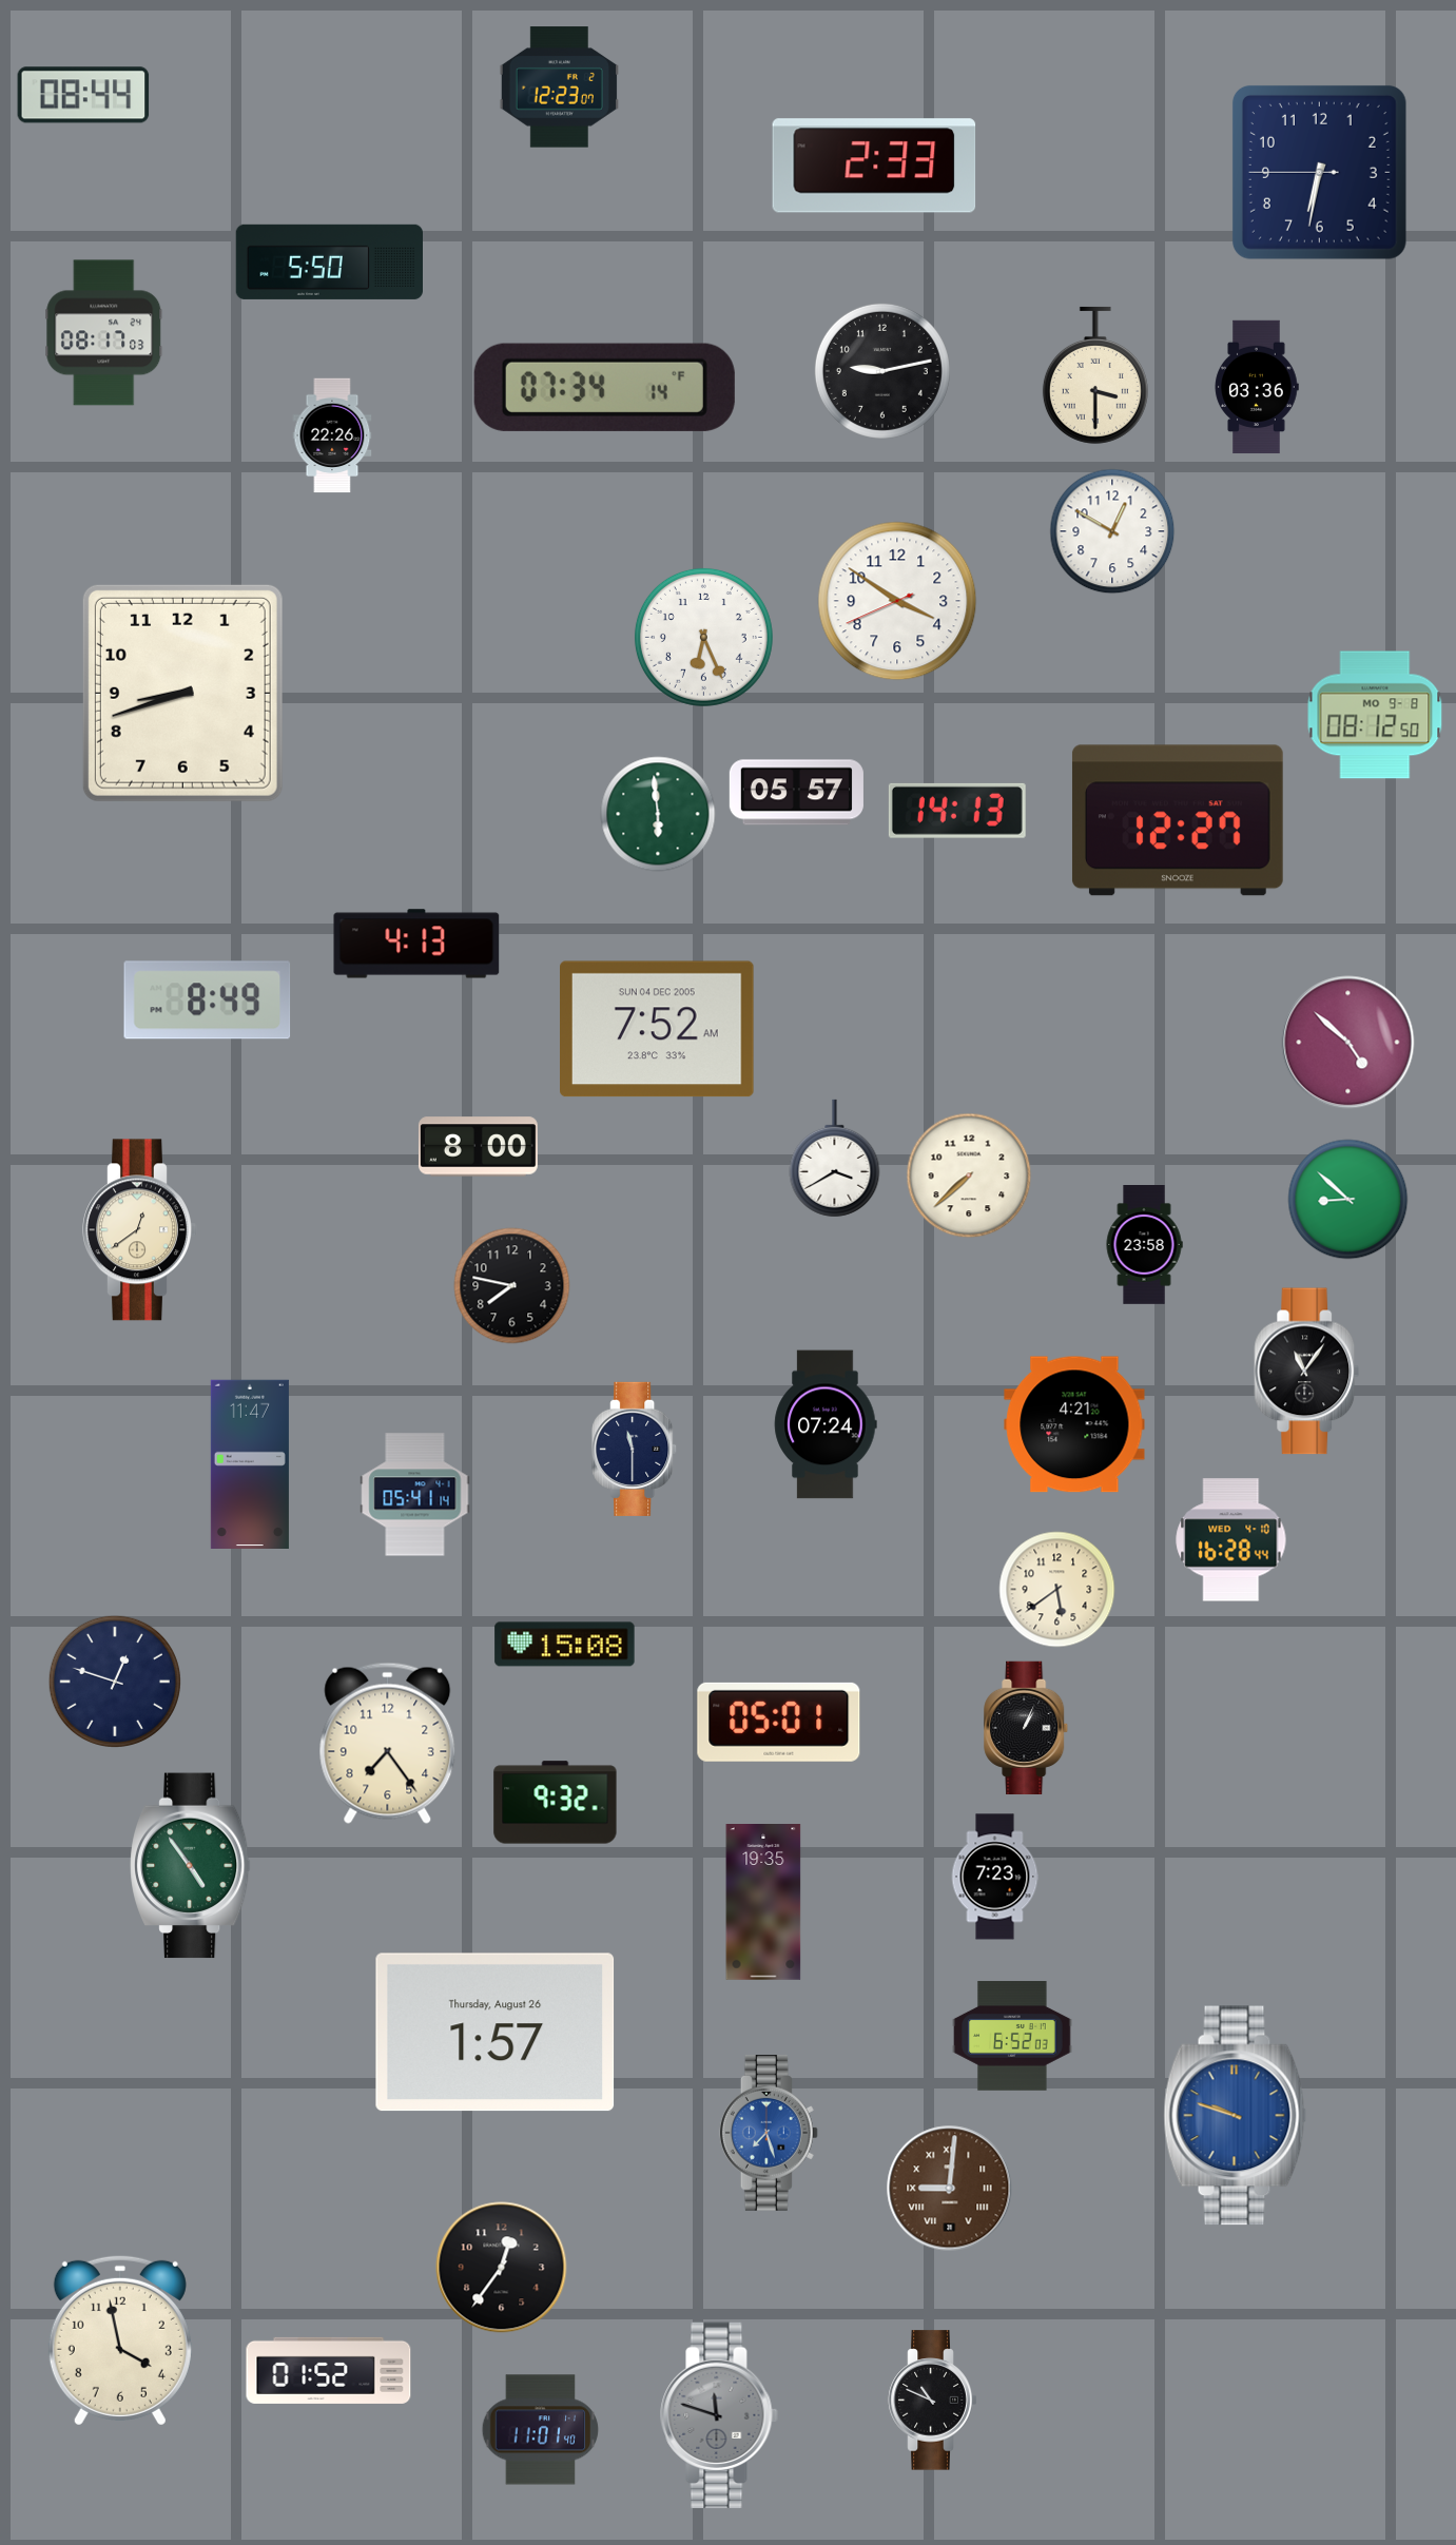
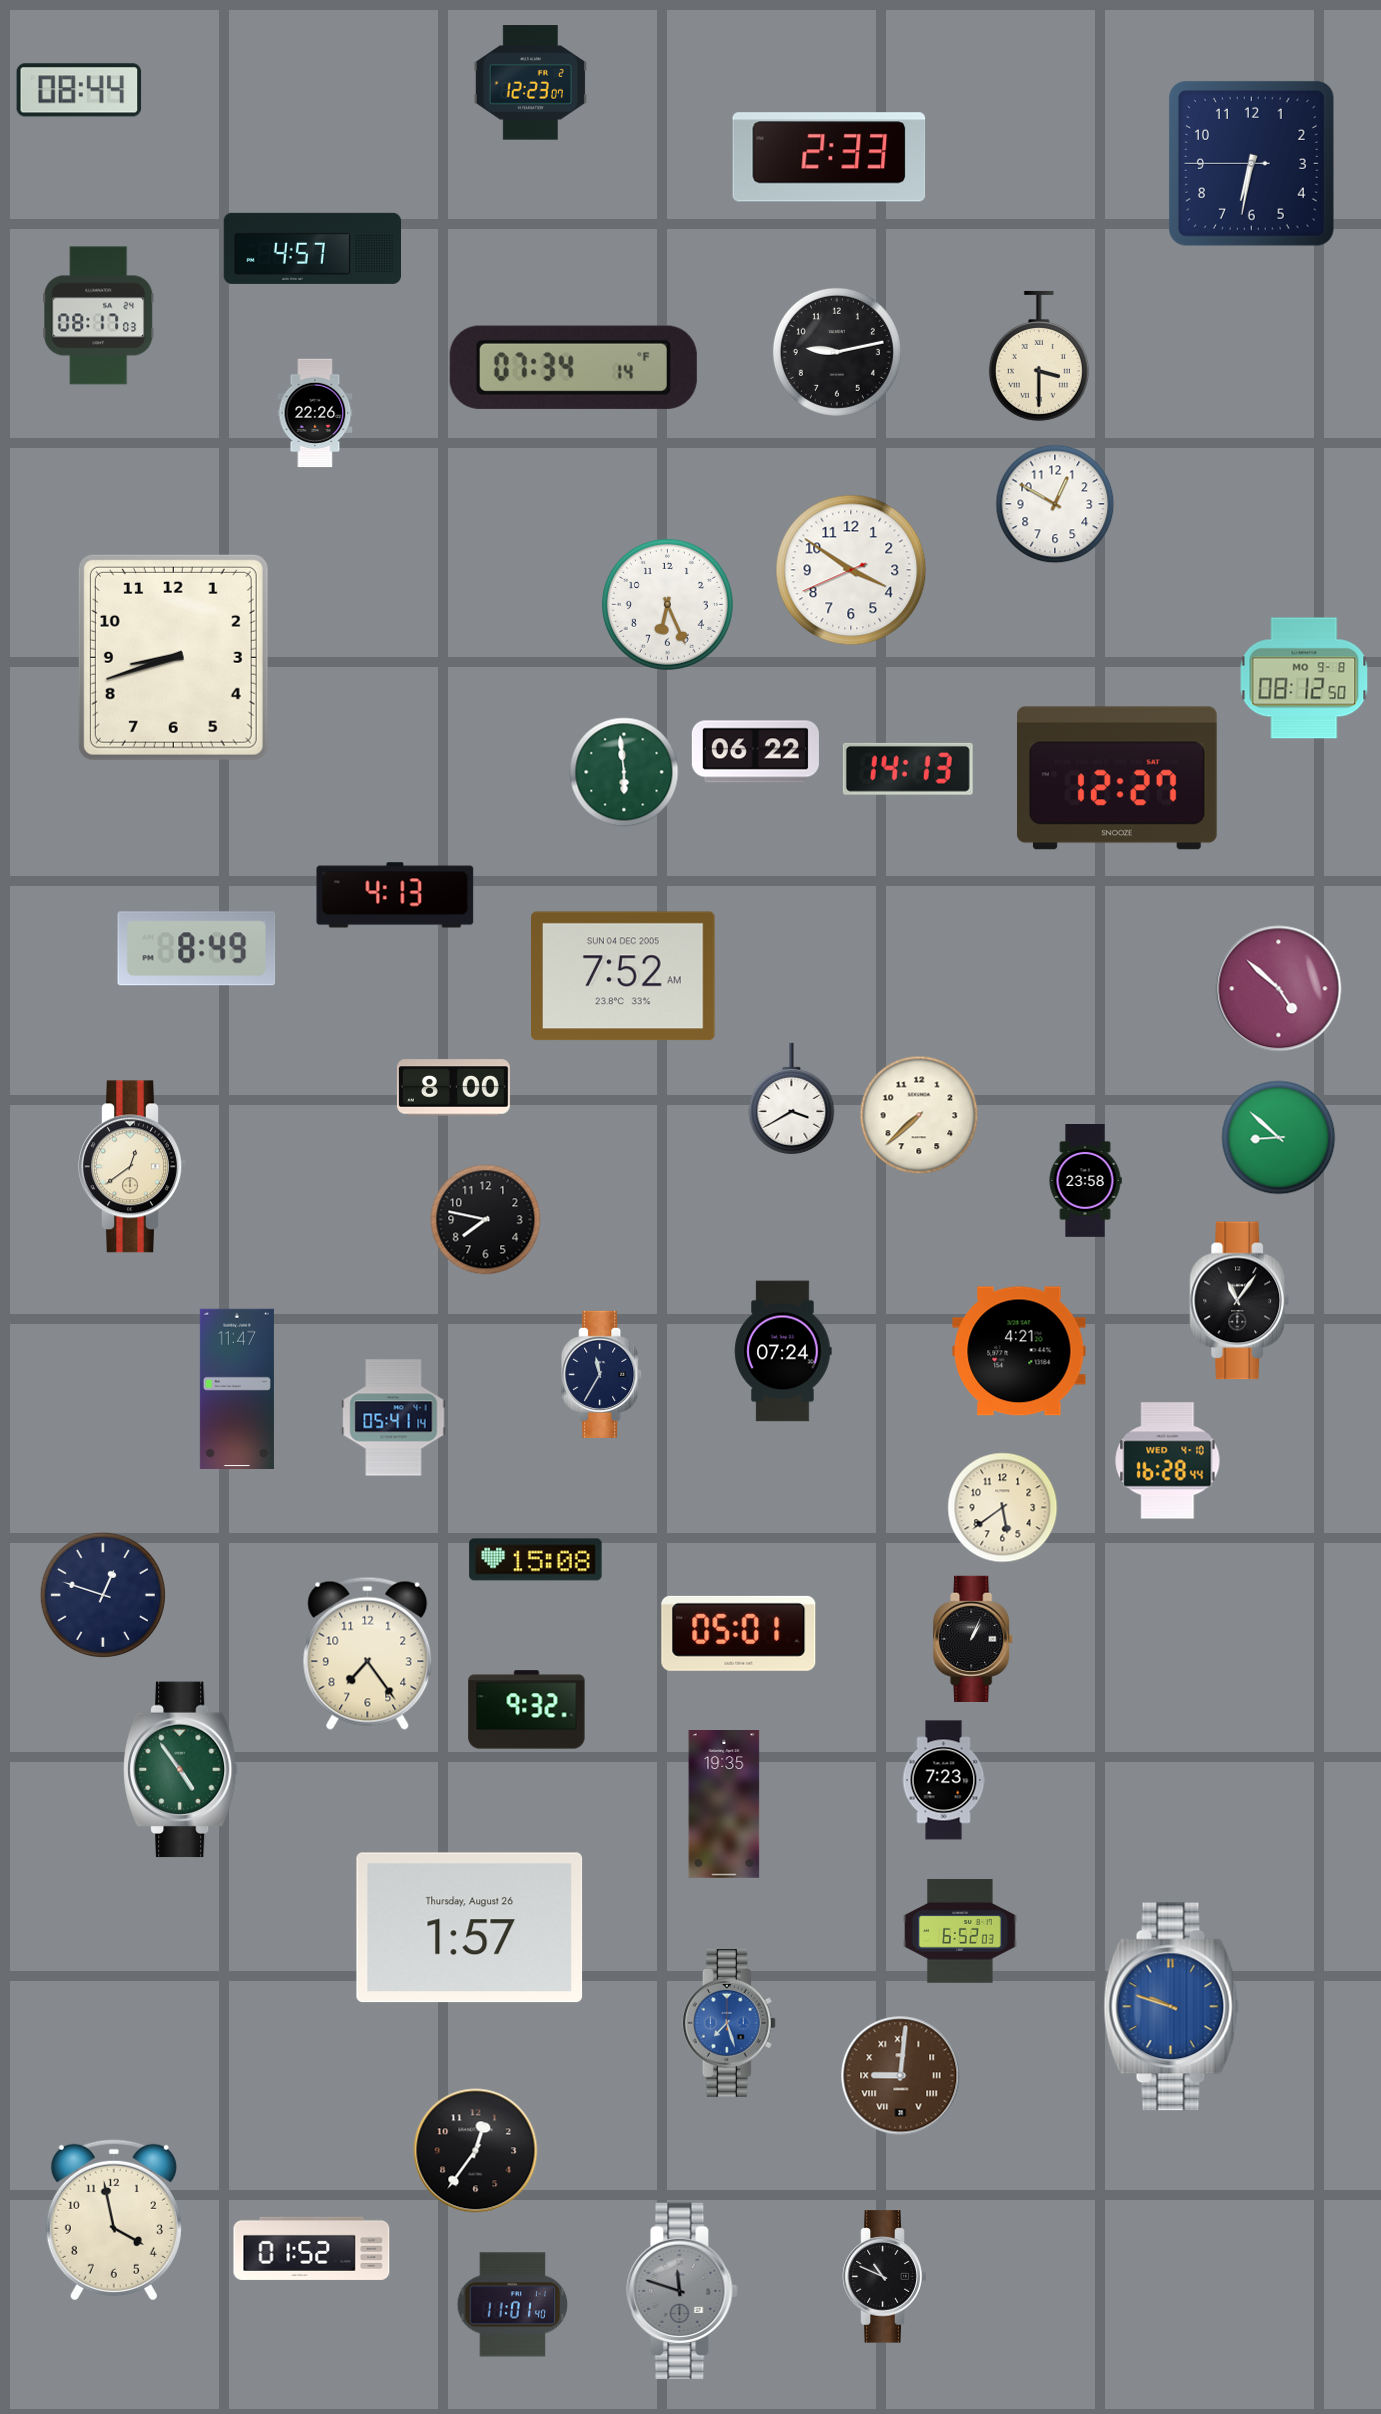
clock at (329, 261): 5:50 -> 4:57
clock at (1257, 387): 03:36 -> none
clock at (796, 793): 05:57 -> 06:22
clock at (635, 1449): 11:30 -> 11:35
clock at (115, 1682) position: (115, 1682) -> (103, 1595)
